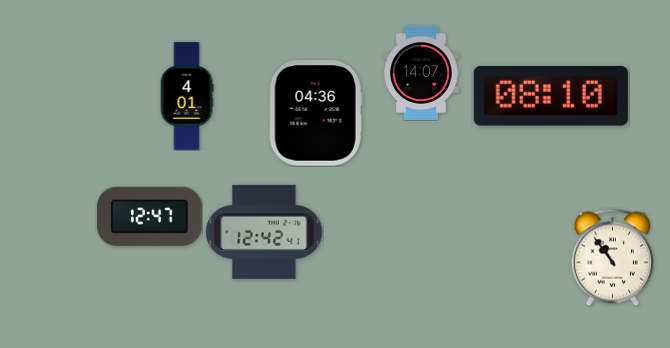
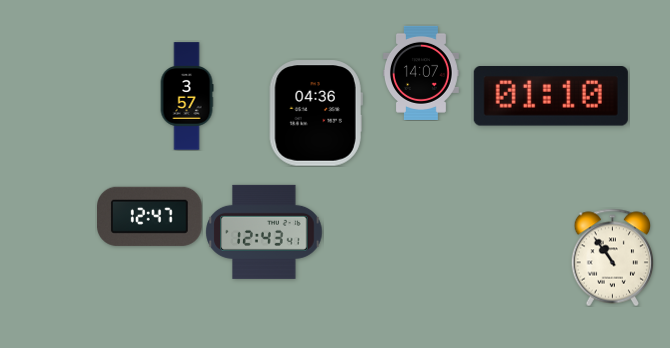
clock at (187, 96): 4:01 -> 3:57
clock at (551, 97): 08:10 -> 01:10
clock at (264, 232): 12:42 -> 12:43
